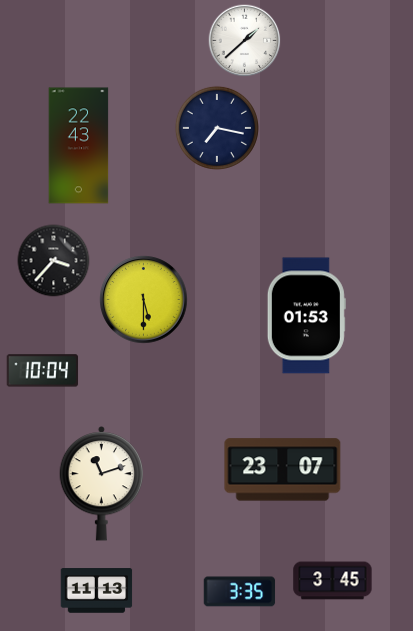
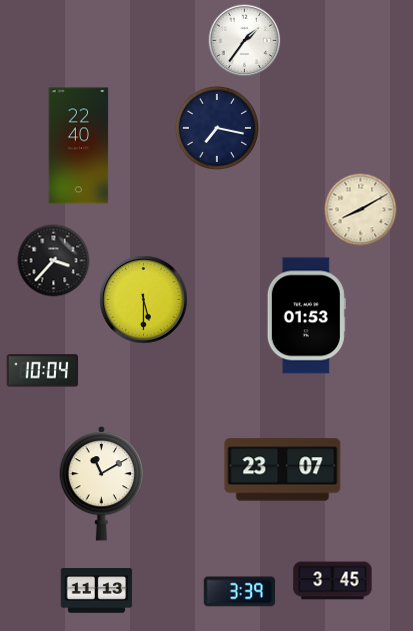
clock at (245, 41): 1:38 -> 1:36
clock at (79, 146): 22:43 -> 22:40
clock at (361, 210): none -> 8:10
clock at (102, 484): 11:12 -> 11:10
clock at (240, 592): 3:35 -> 3:39
